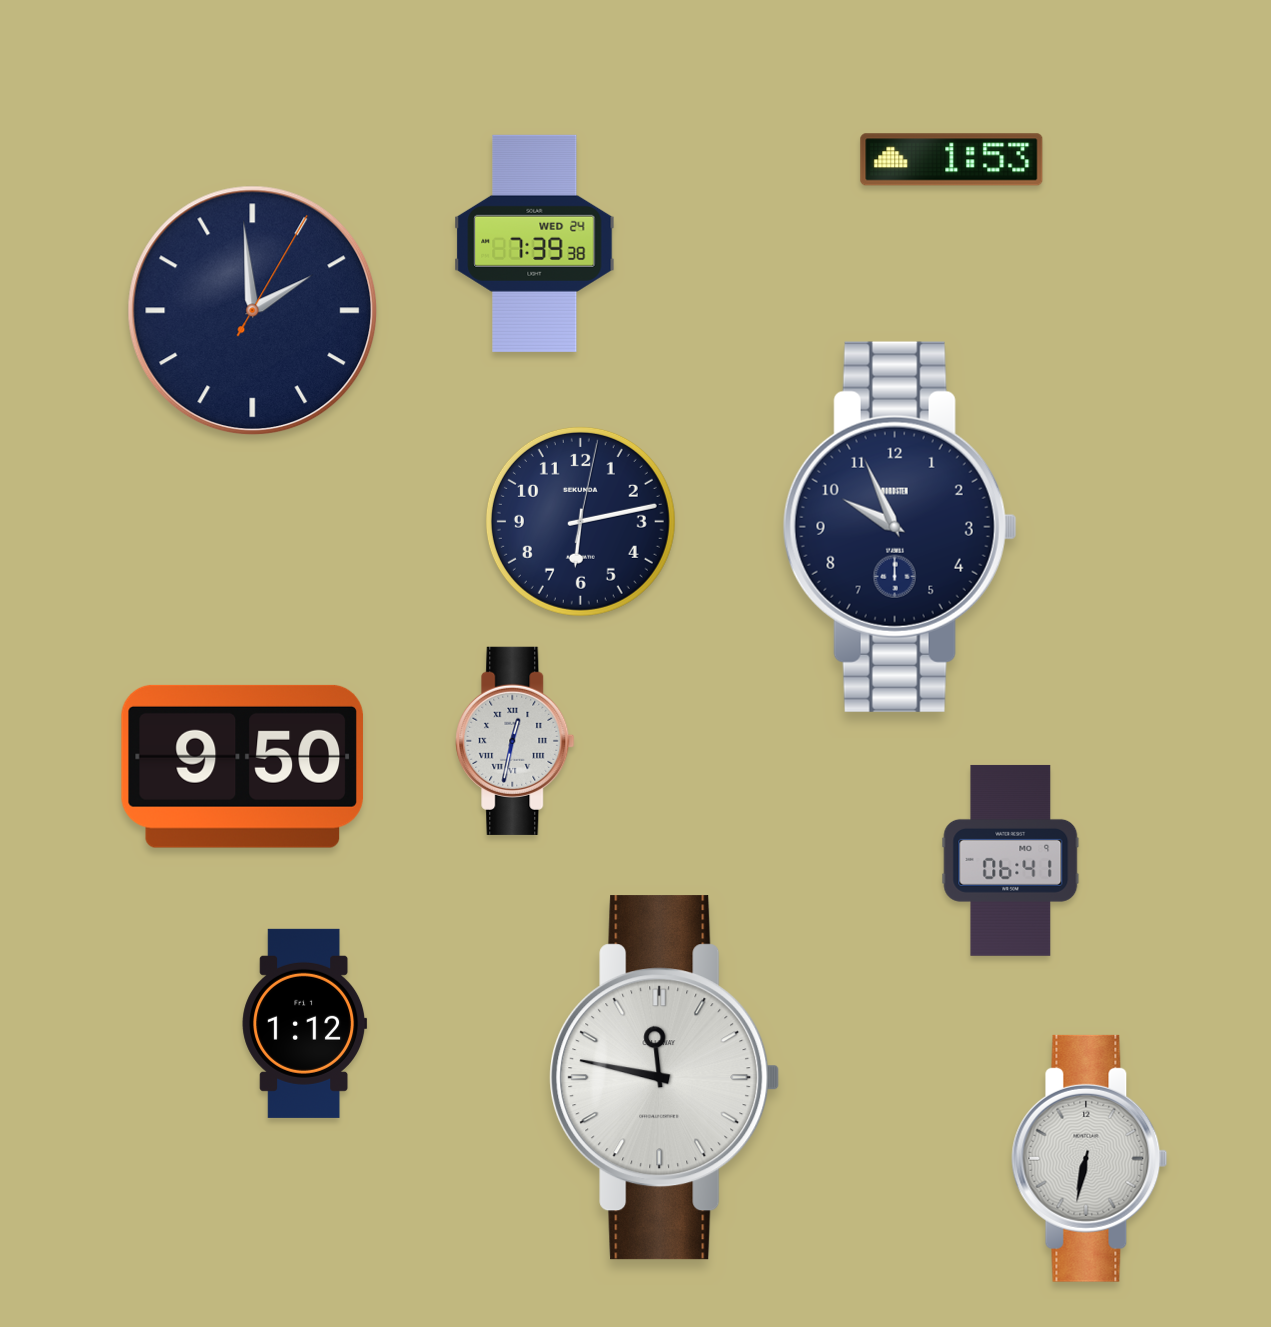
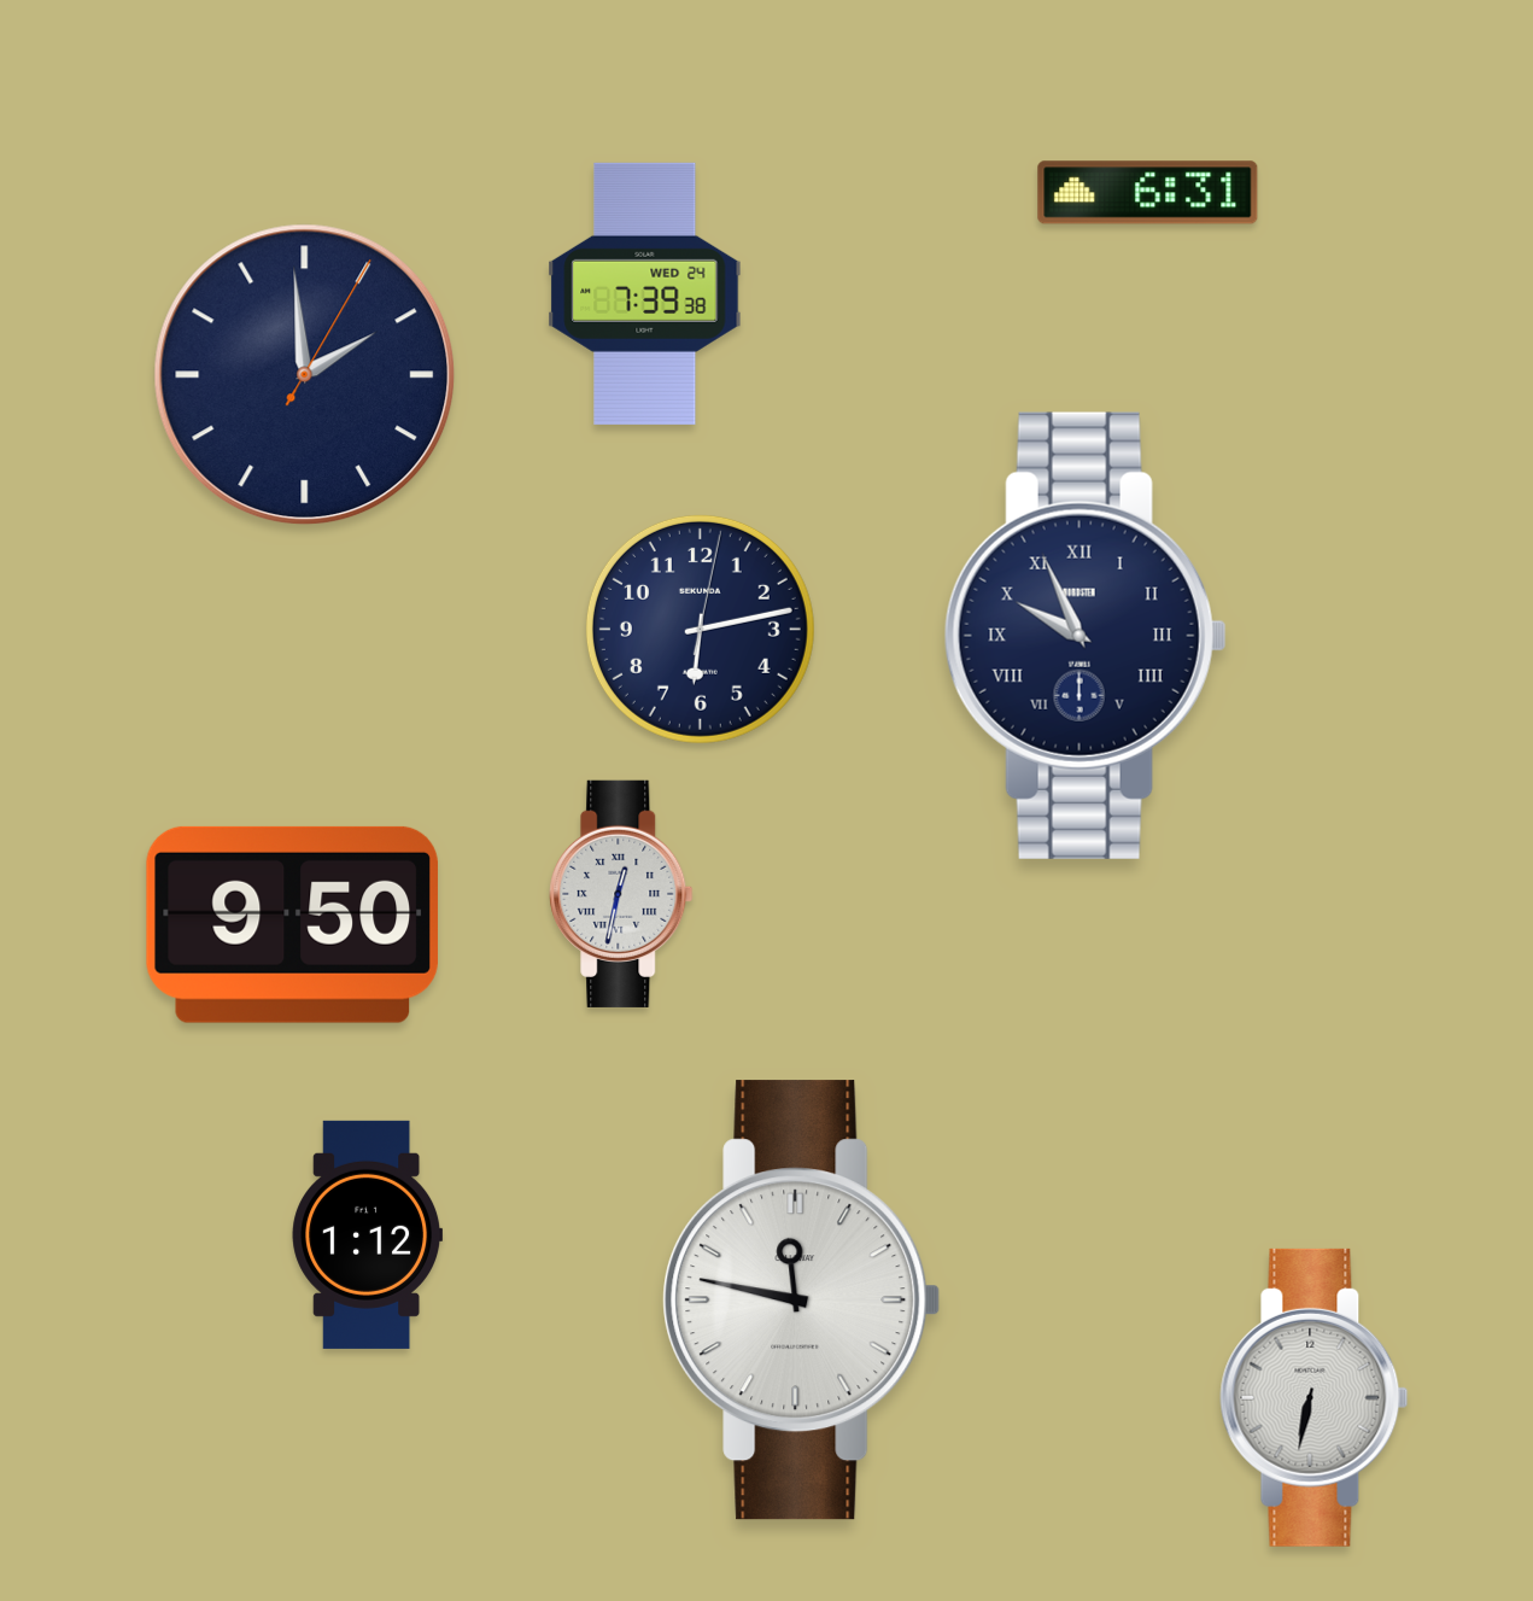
clock at (952, 160): 1:53 -> 6:31
clock at (900, 527) numerals: Arabic -> Roman
clock at (1011, 860): 06:41 -> none
